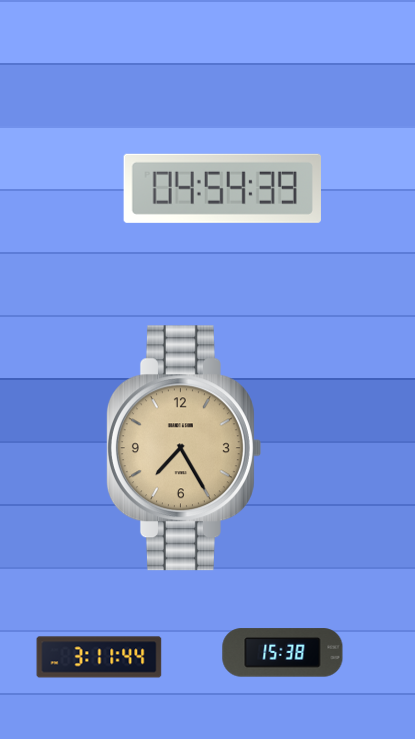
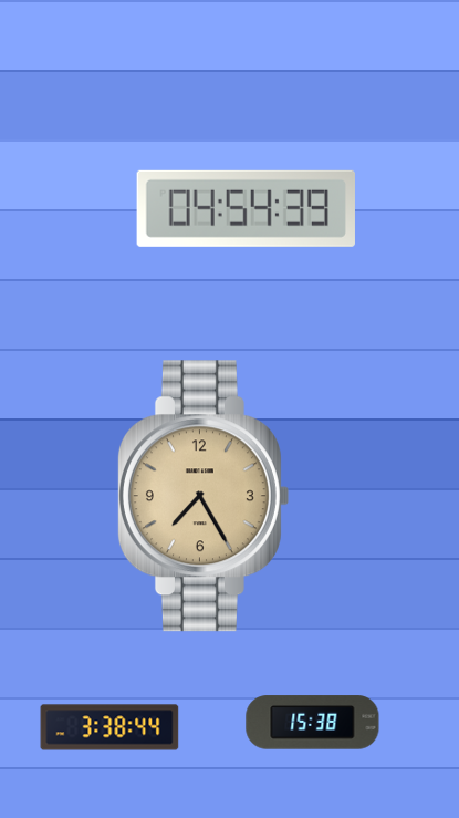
clock at (99, 657): 3:11 -> 3:38
